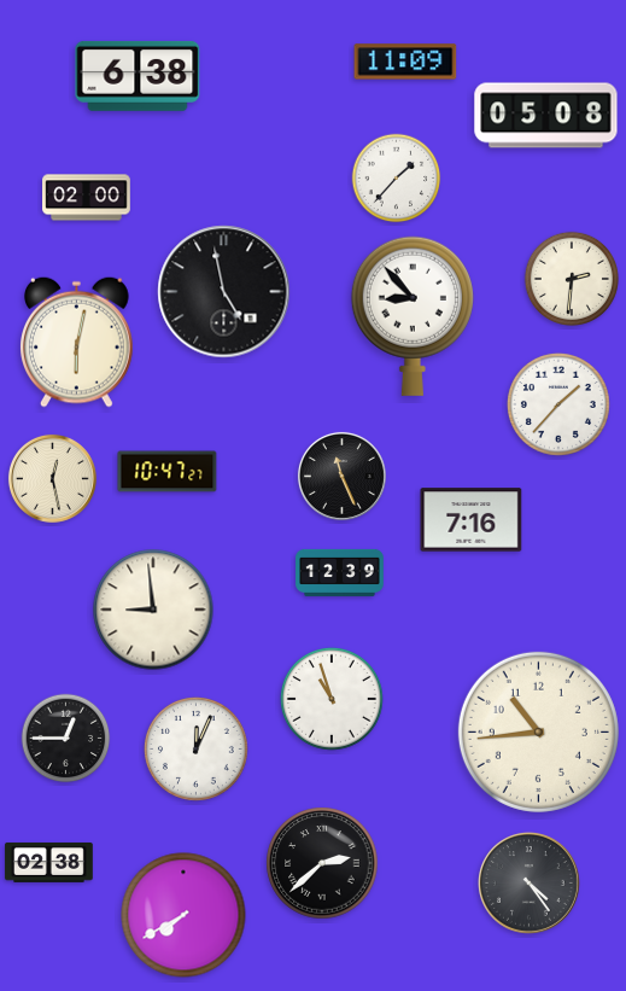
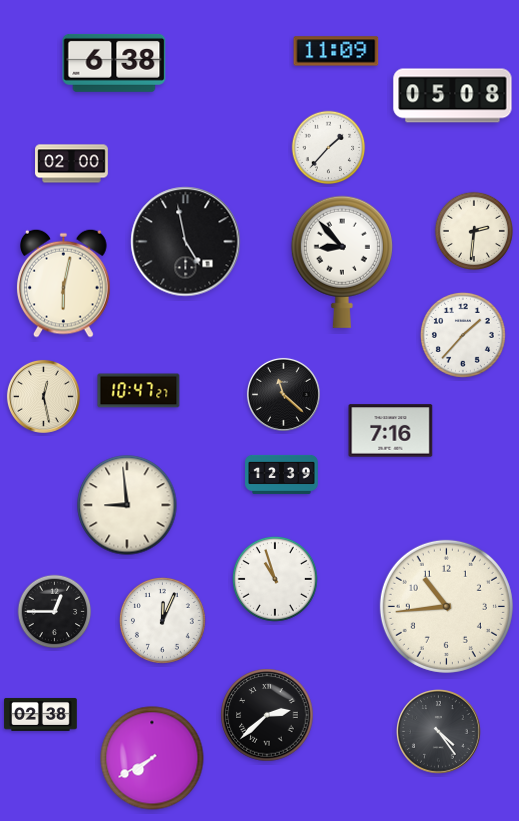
clock at (341, 476): 11:26 -> 11:22
